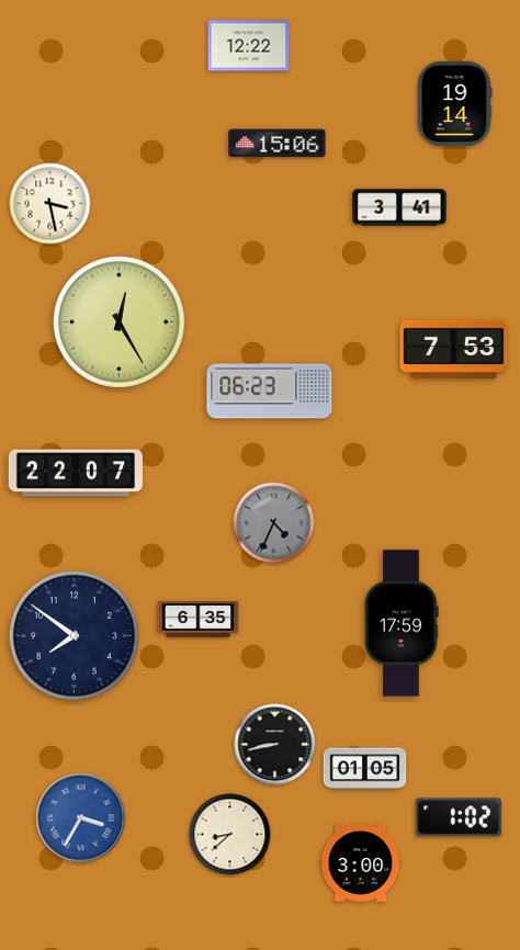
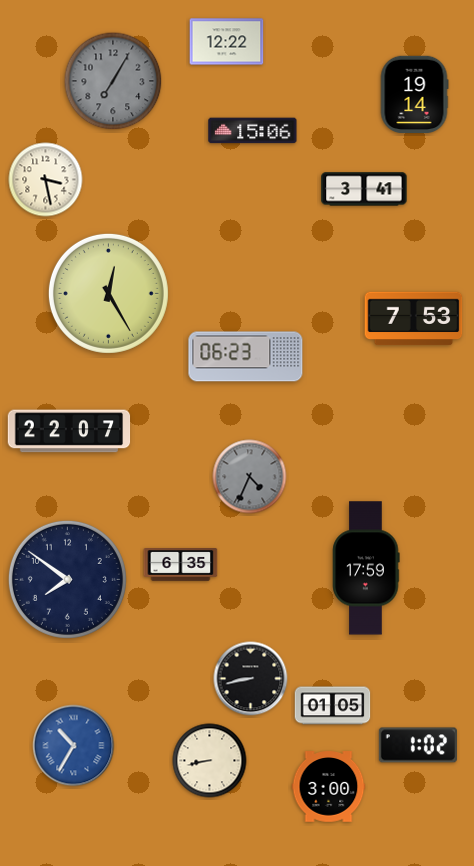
clock at (113, 81): none -> 7:05
clock at (50, 204) position: (50, 204) -> (46, 180)
clock at (365, 769) position: (365, 769) -> (333, 706)
clock at (81, 818): 3:35 -> 10:35
clock at (230, 835): 8:38 -> 8:43
